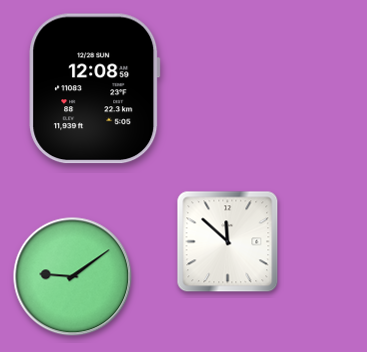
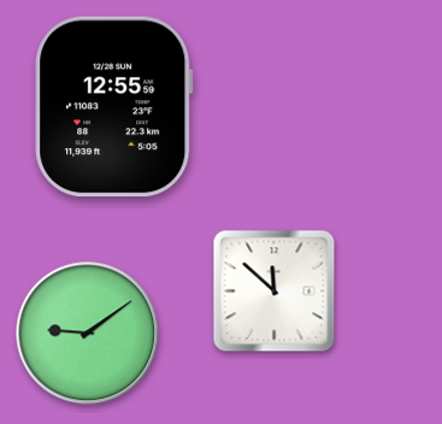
clock at (95, 89): 12:08 -> 12:55
